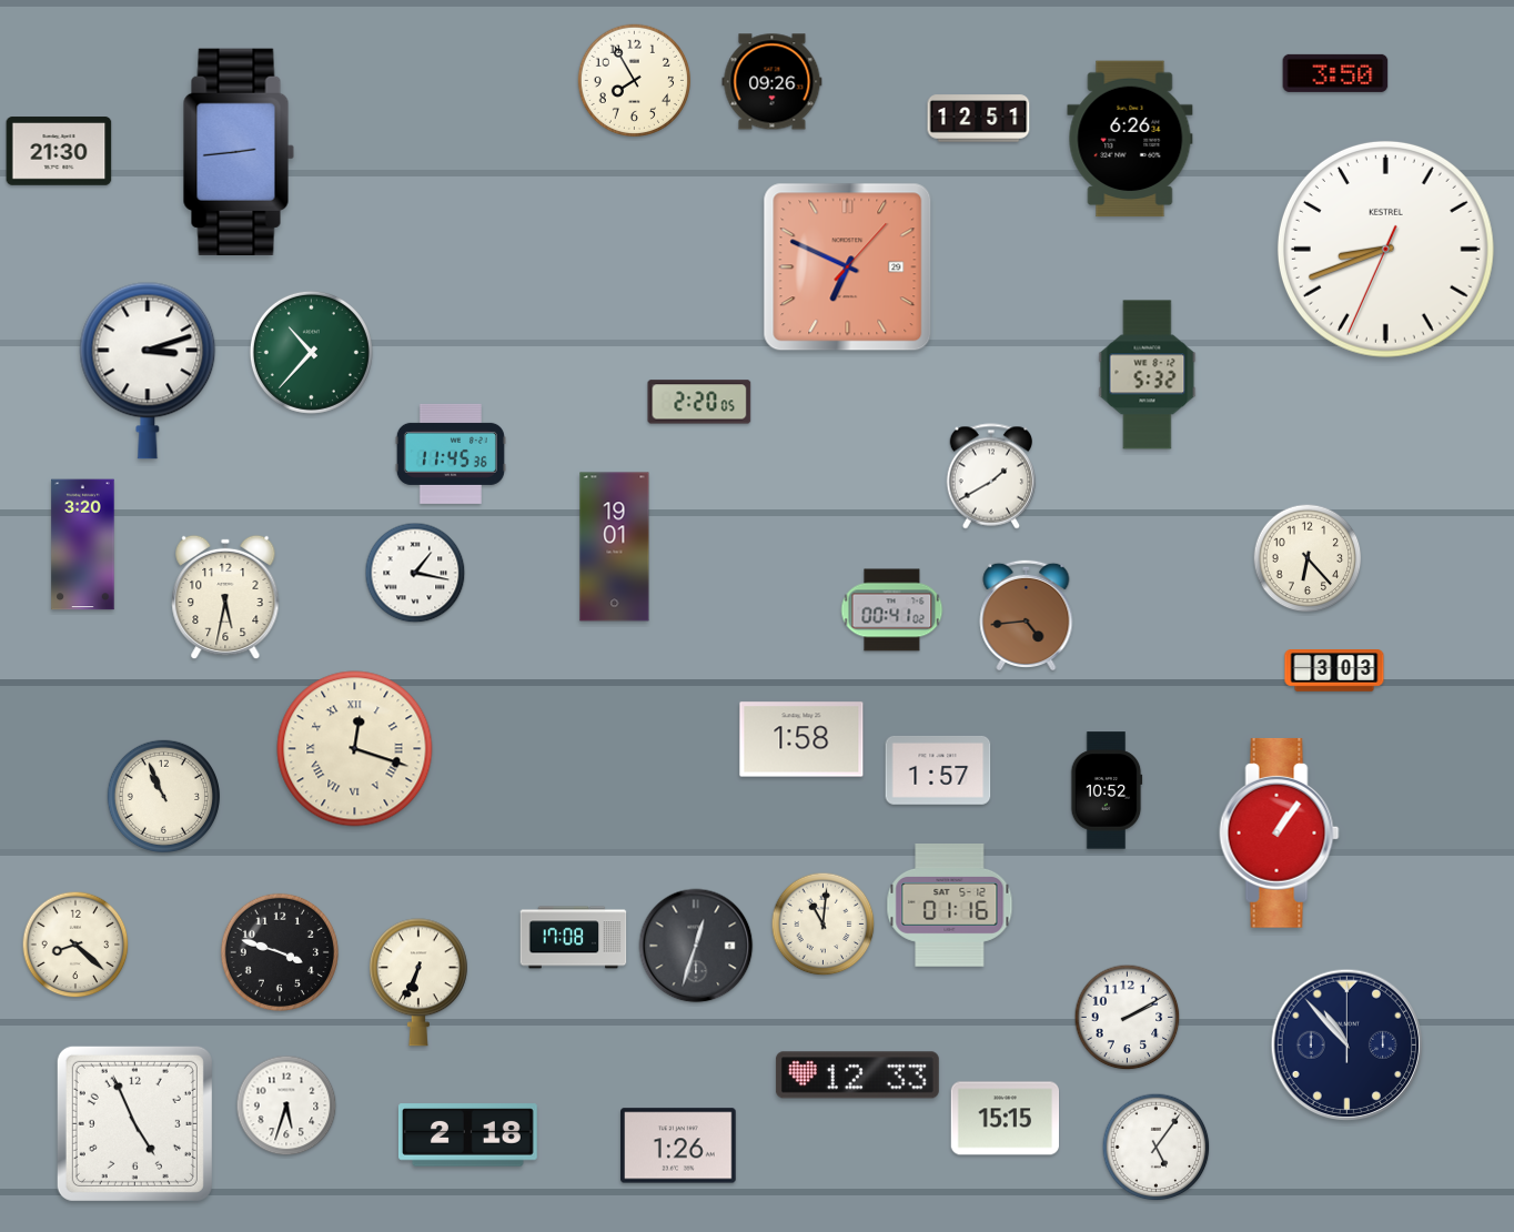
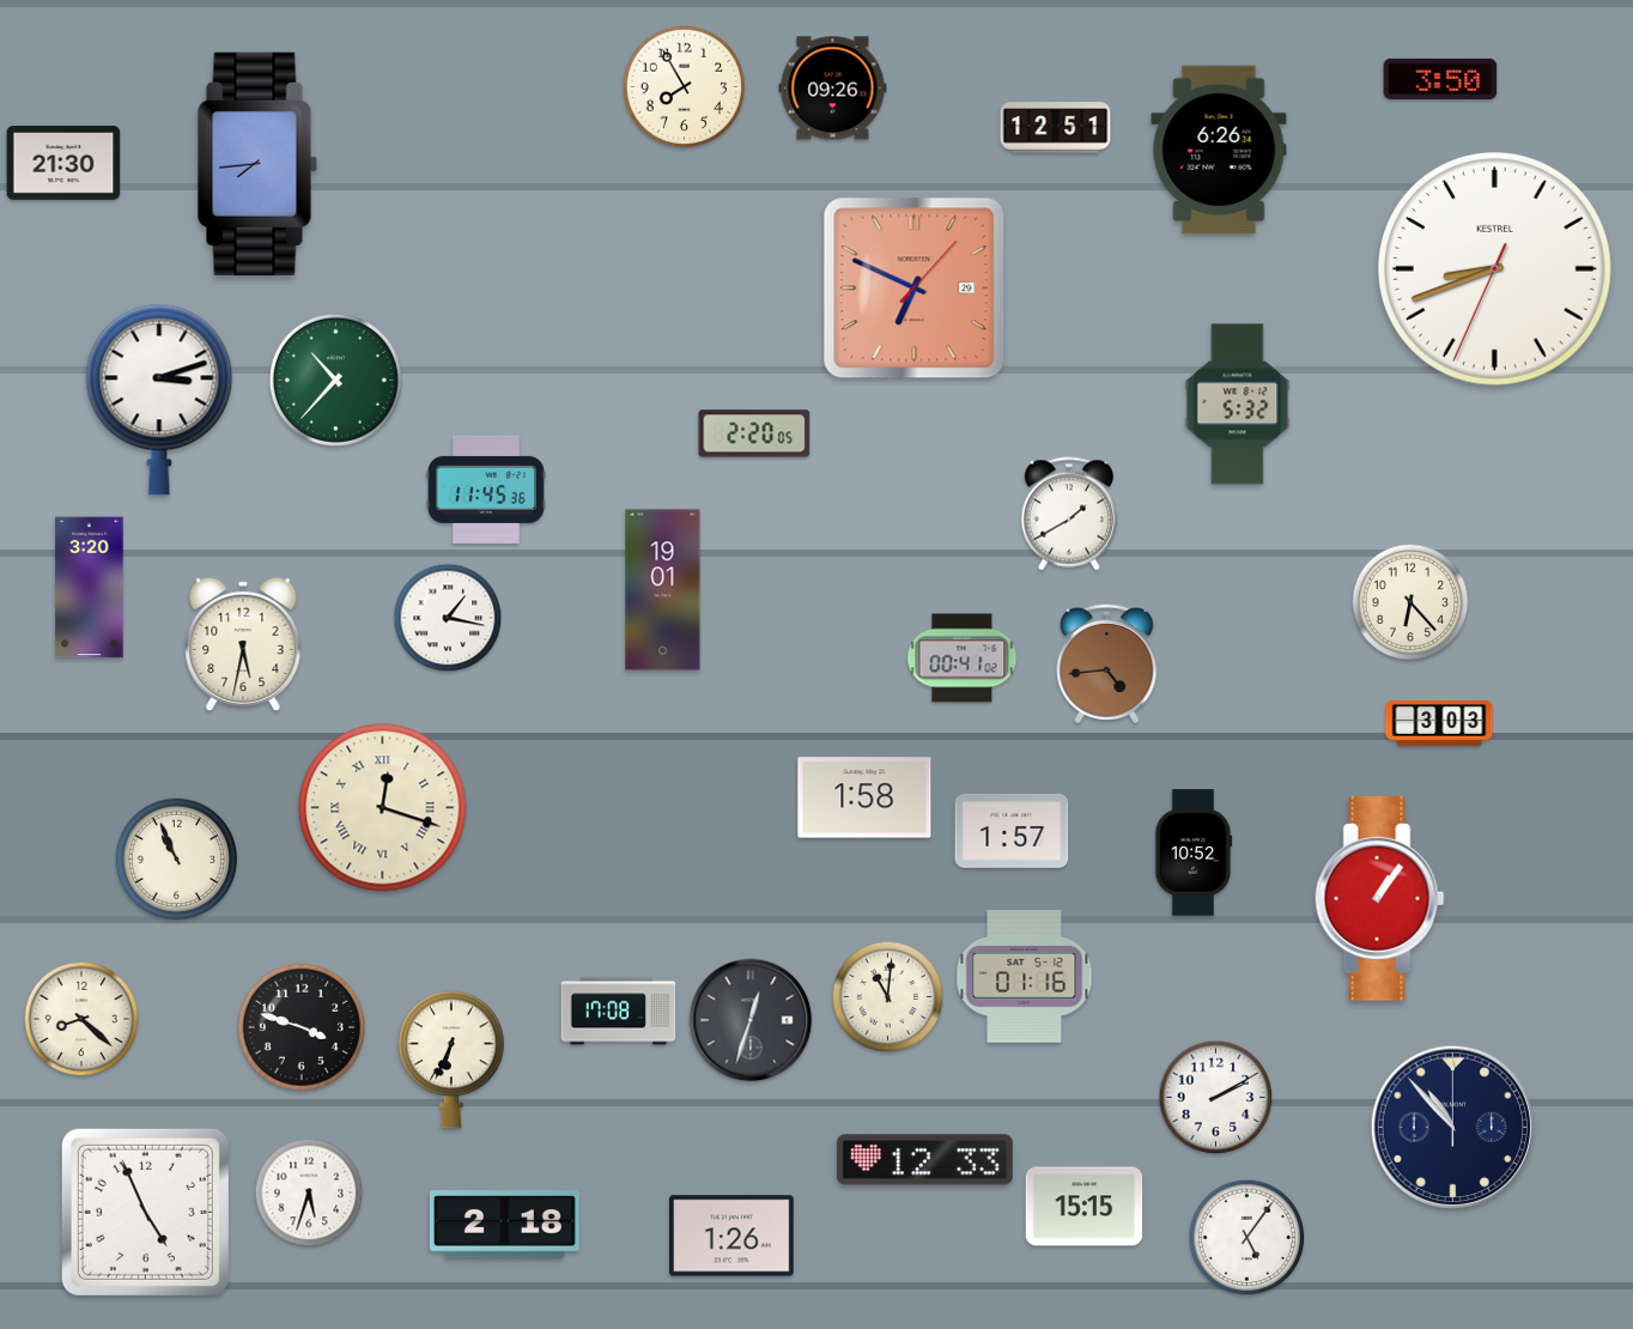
clock at (239, 152): 2:44 -> 7:44
